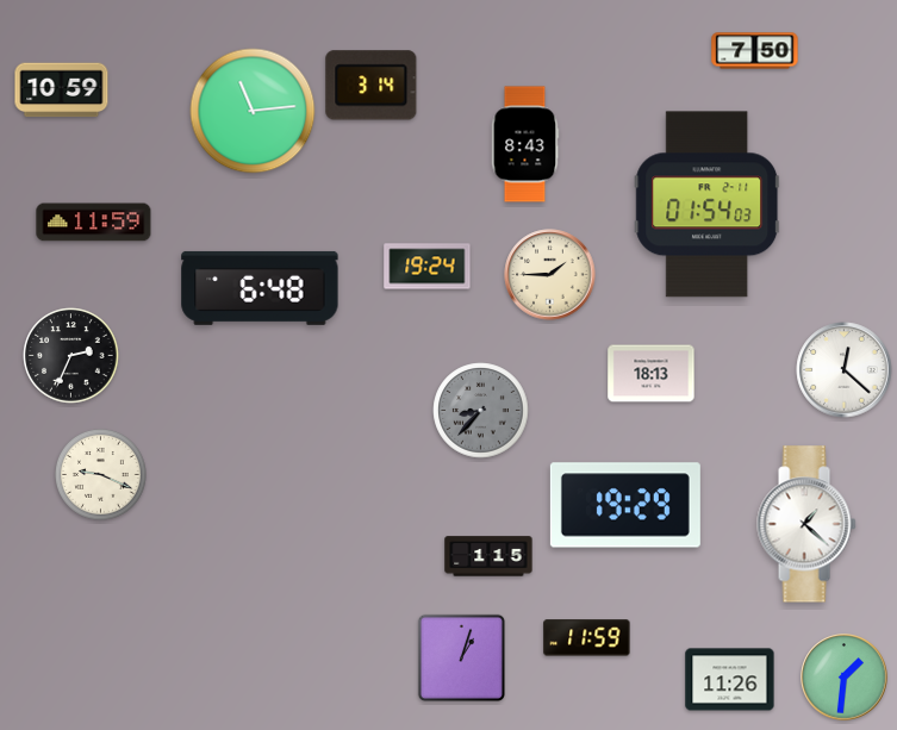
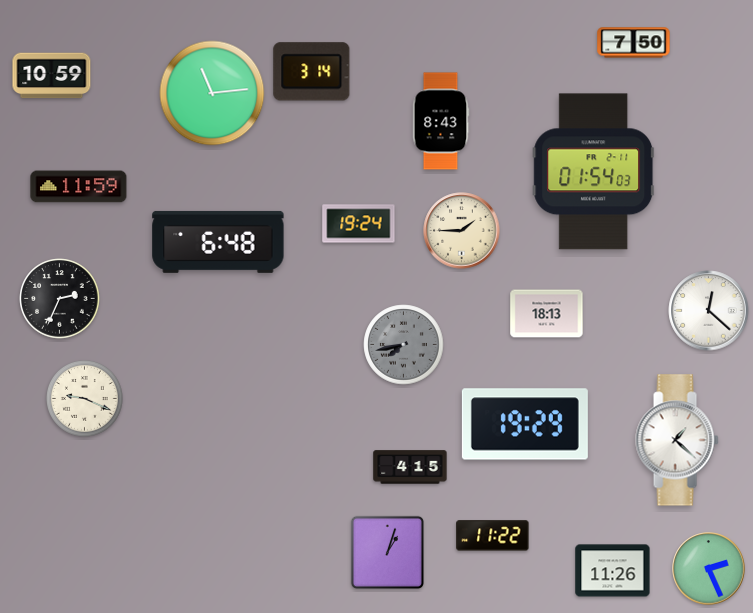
clock at (481, 411): 8:37 -> 7:43
clock at (488, 556): 1:15 -> 4:15
clock at (587, 638): 11:59 -> 11:22
clock at (845, 678): 1:31 -> 2:26
